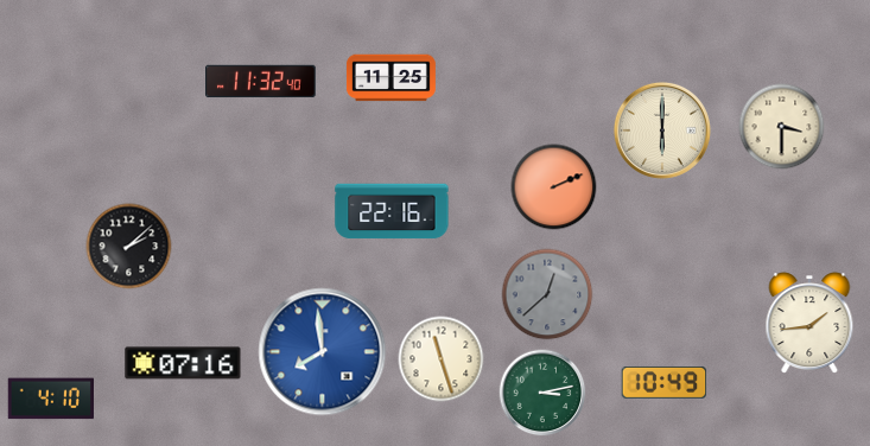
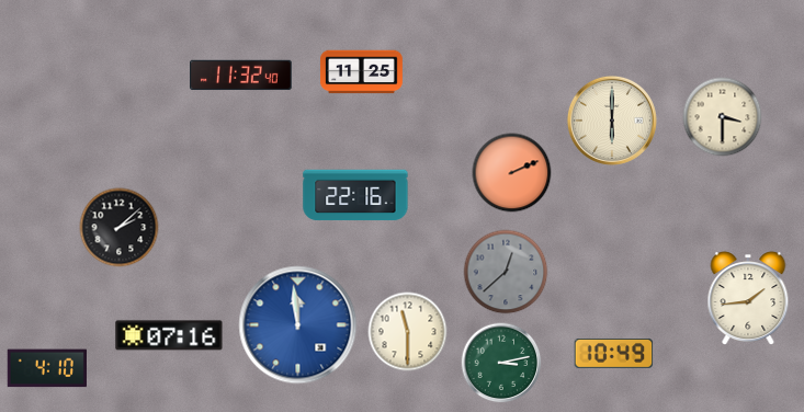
clock at (392, 211) position: (392, 211) -> (355, 195)
clock at (323, 352): 7:59 -> 11:59
clock at (442, 359): 11:27 -> 11:30
